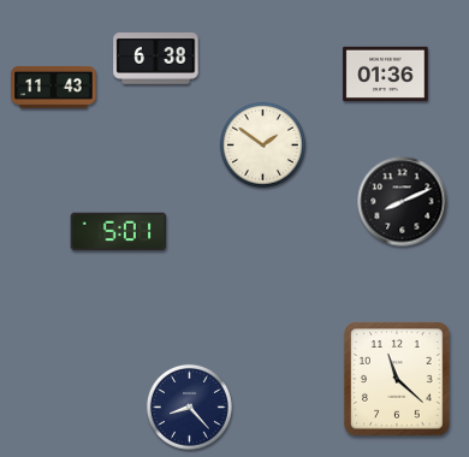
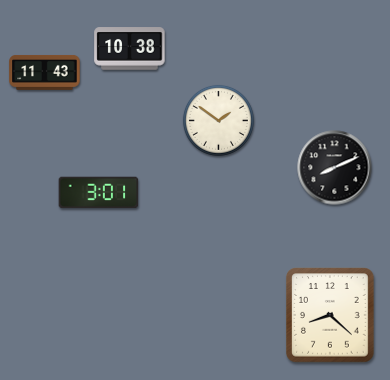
clock at (156, 59): 6:38 -> 10:38
clock at (386, 75): 01:36 -> none
clock at (119, 232): 5:01 -> 3:01
clock at (397, 379): 11:22 -> 8:22
clock at (189, 406): 8:23 -> none
